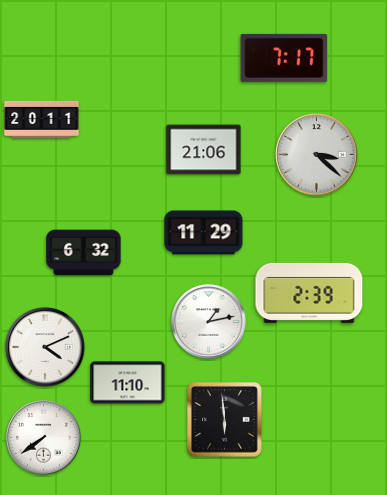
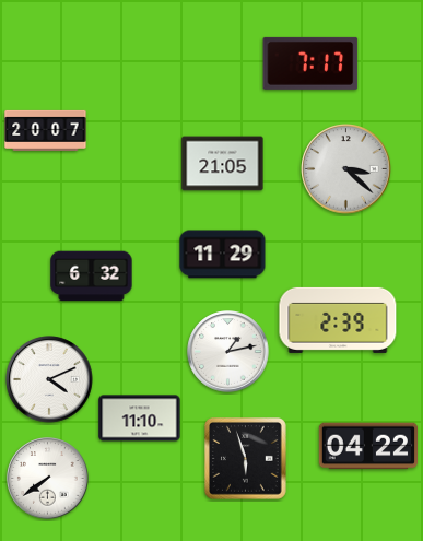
clock at (42, 119): 20:11 -> 20:07
clock at (204, 150): 21:06 -> 21:05
clock at (367, 446): none -> 04:22
clock at (225, 420): 5:59 -> 5:57
